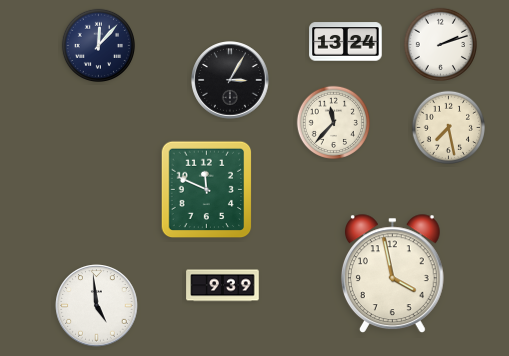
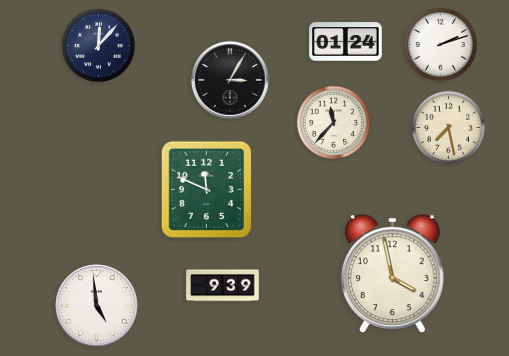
clock at (346, 42): 13:24 -> 01:24
